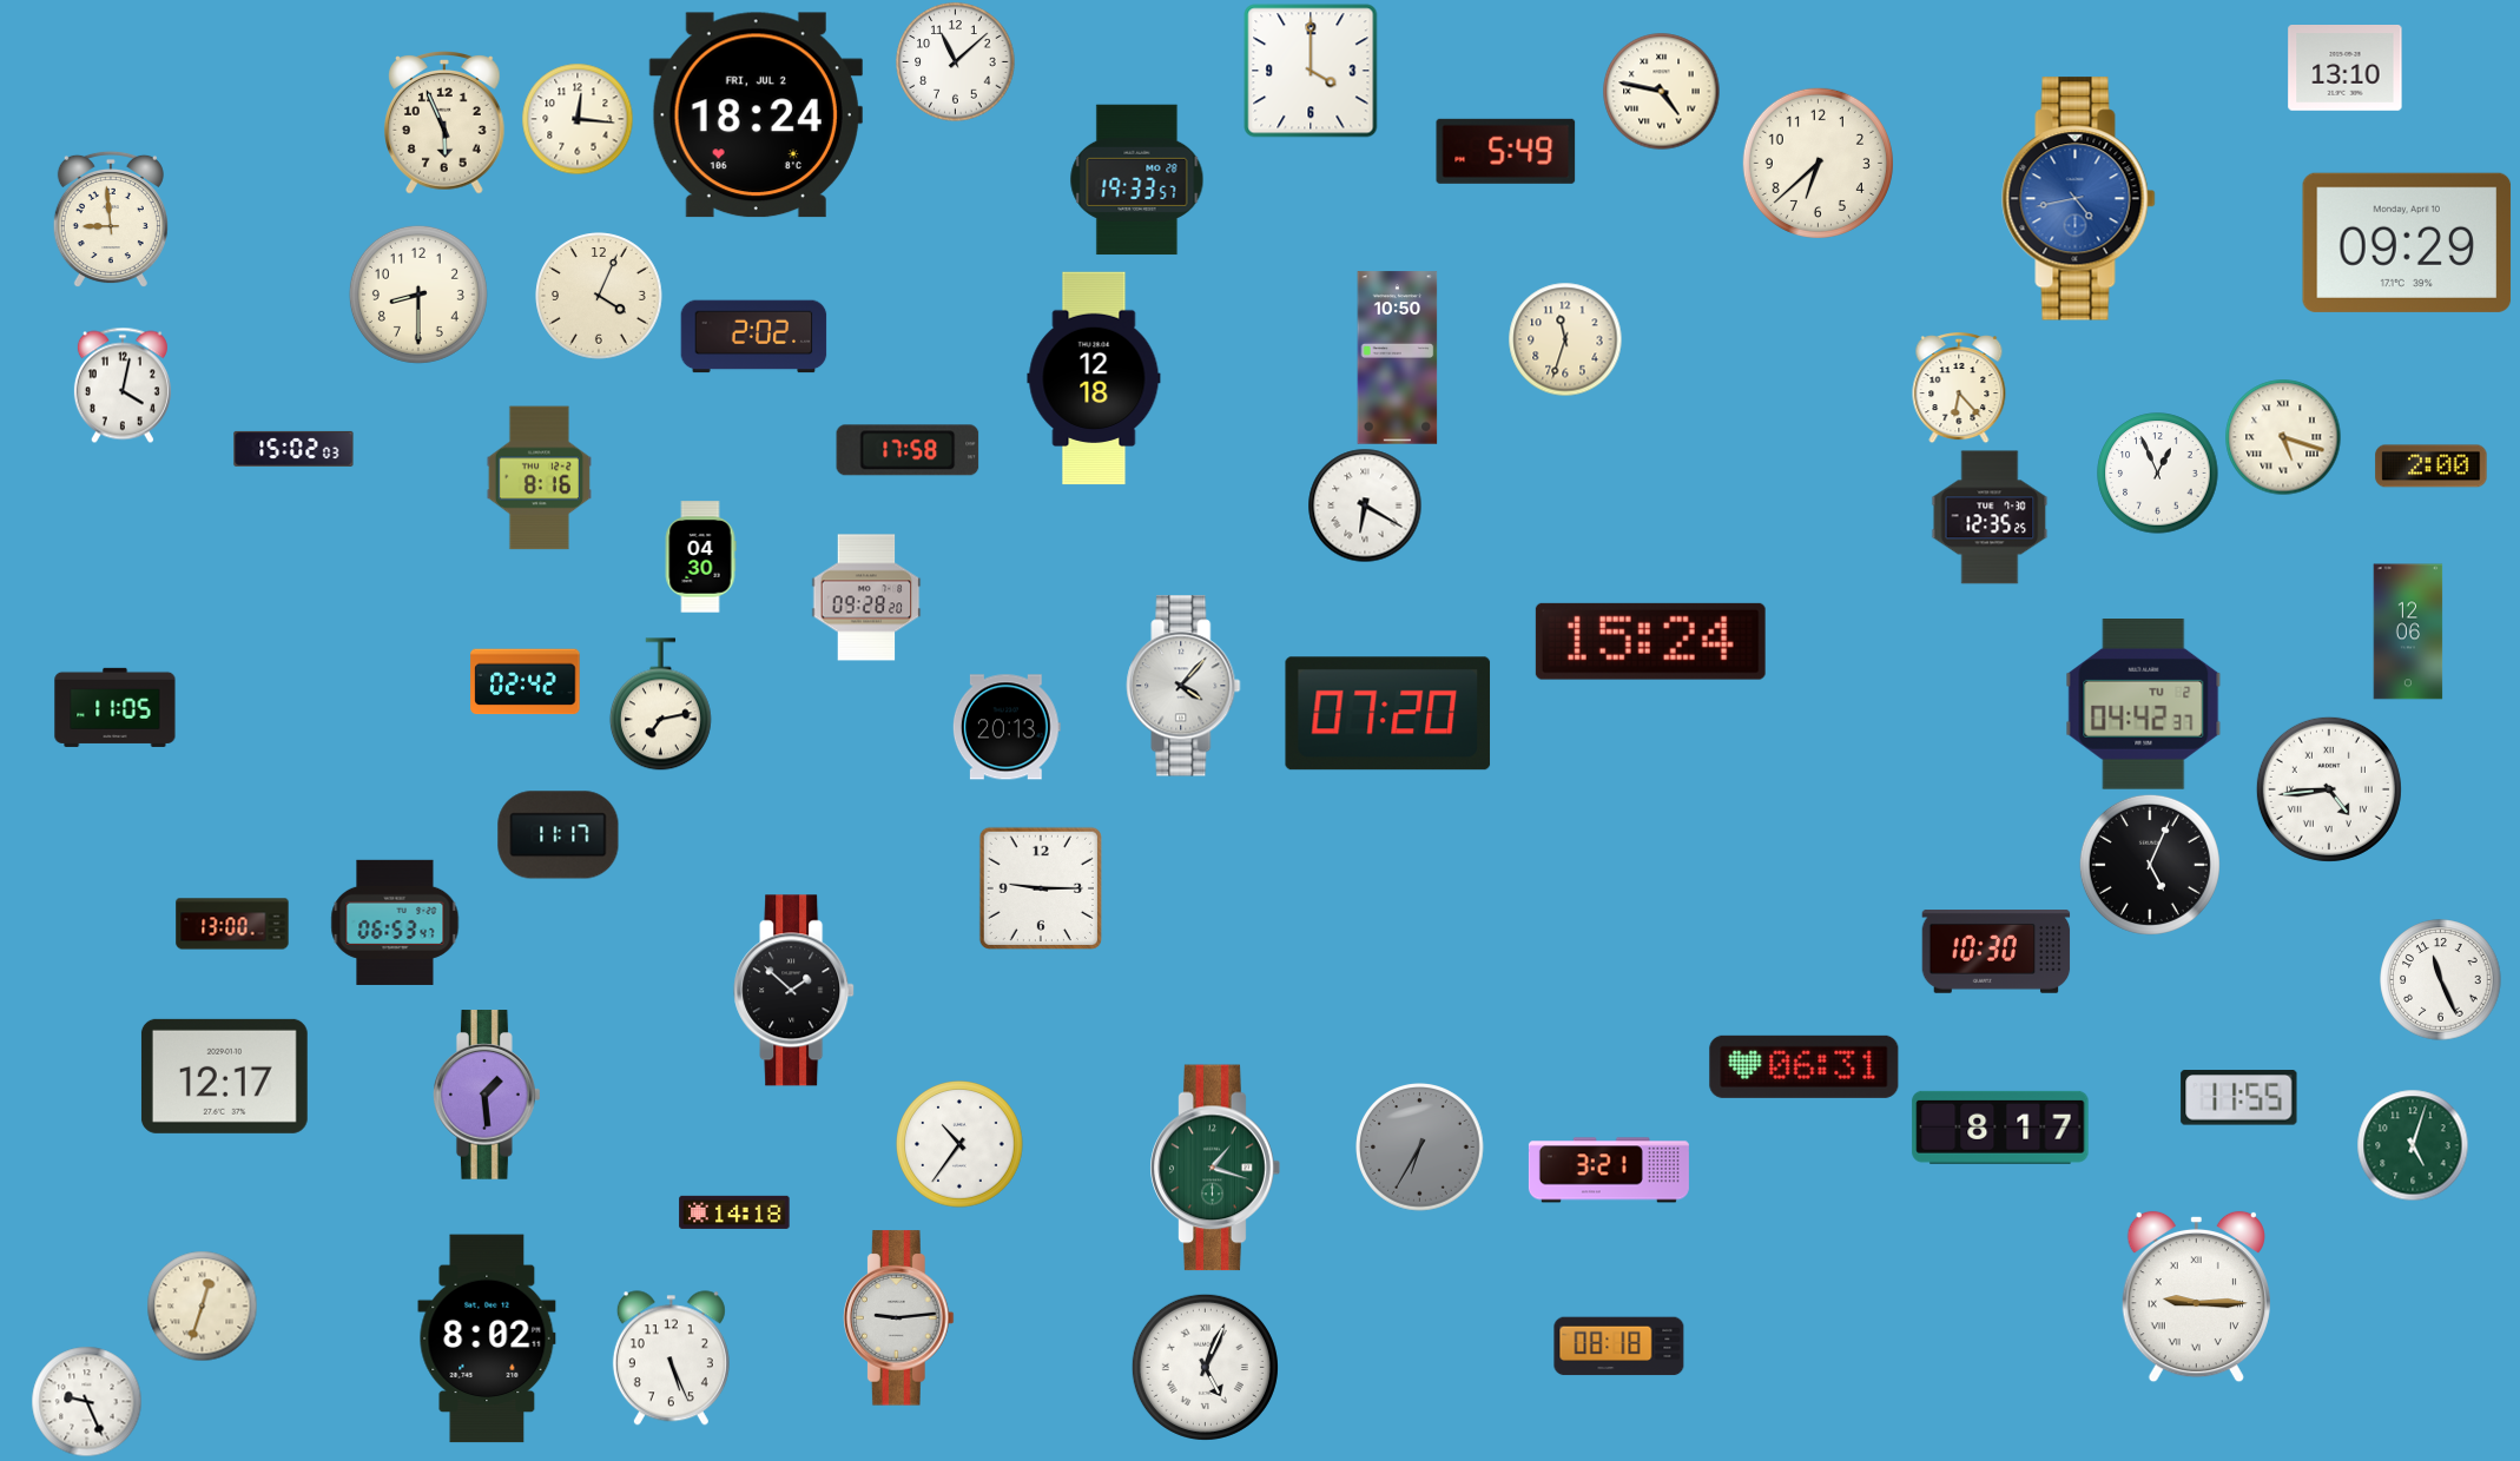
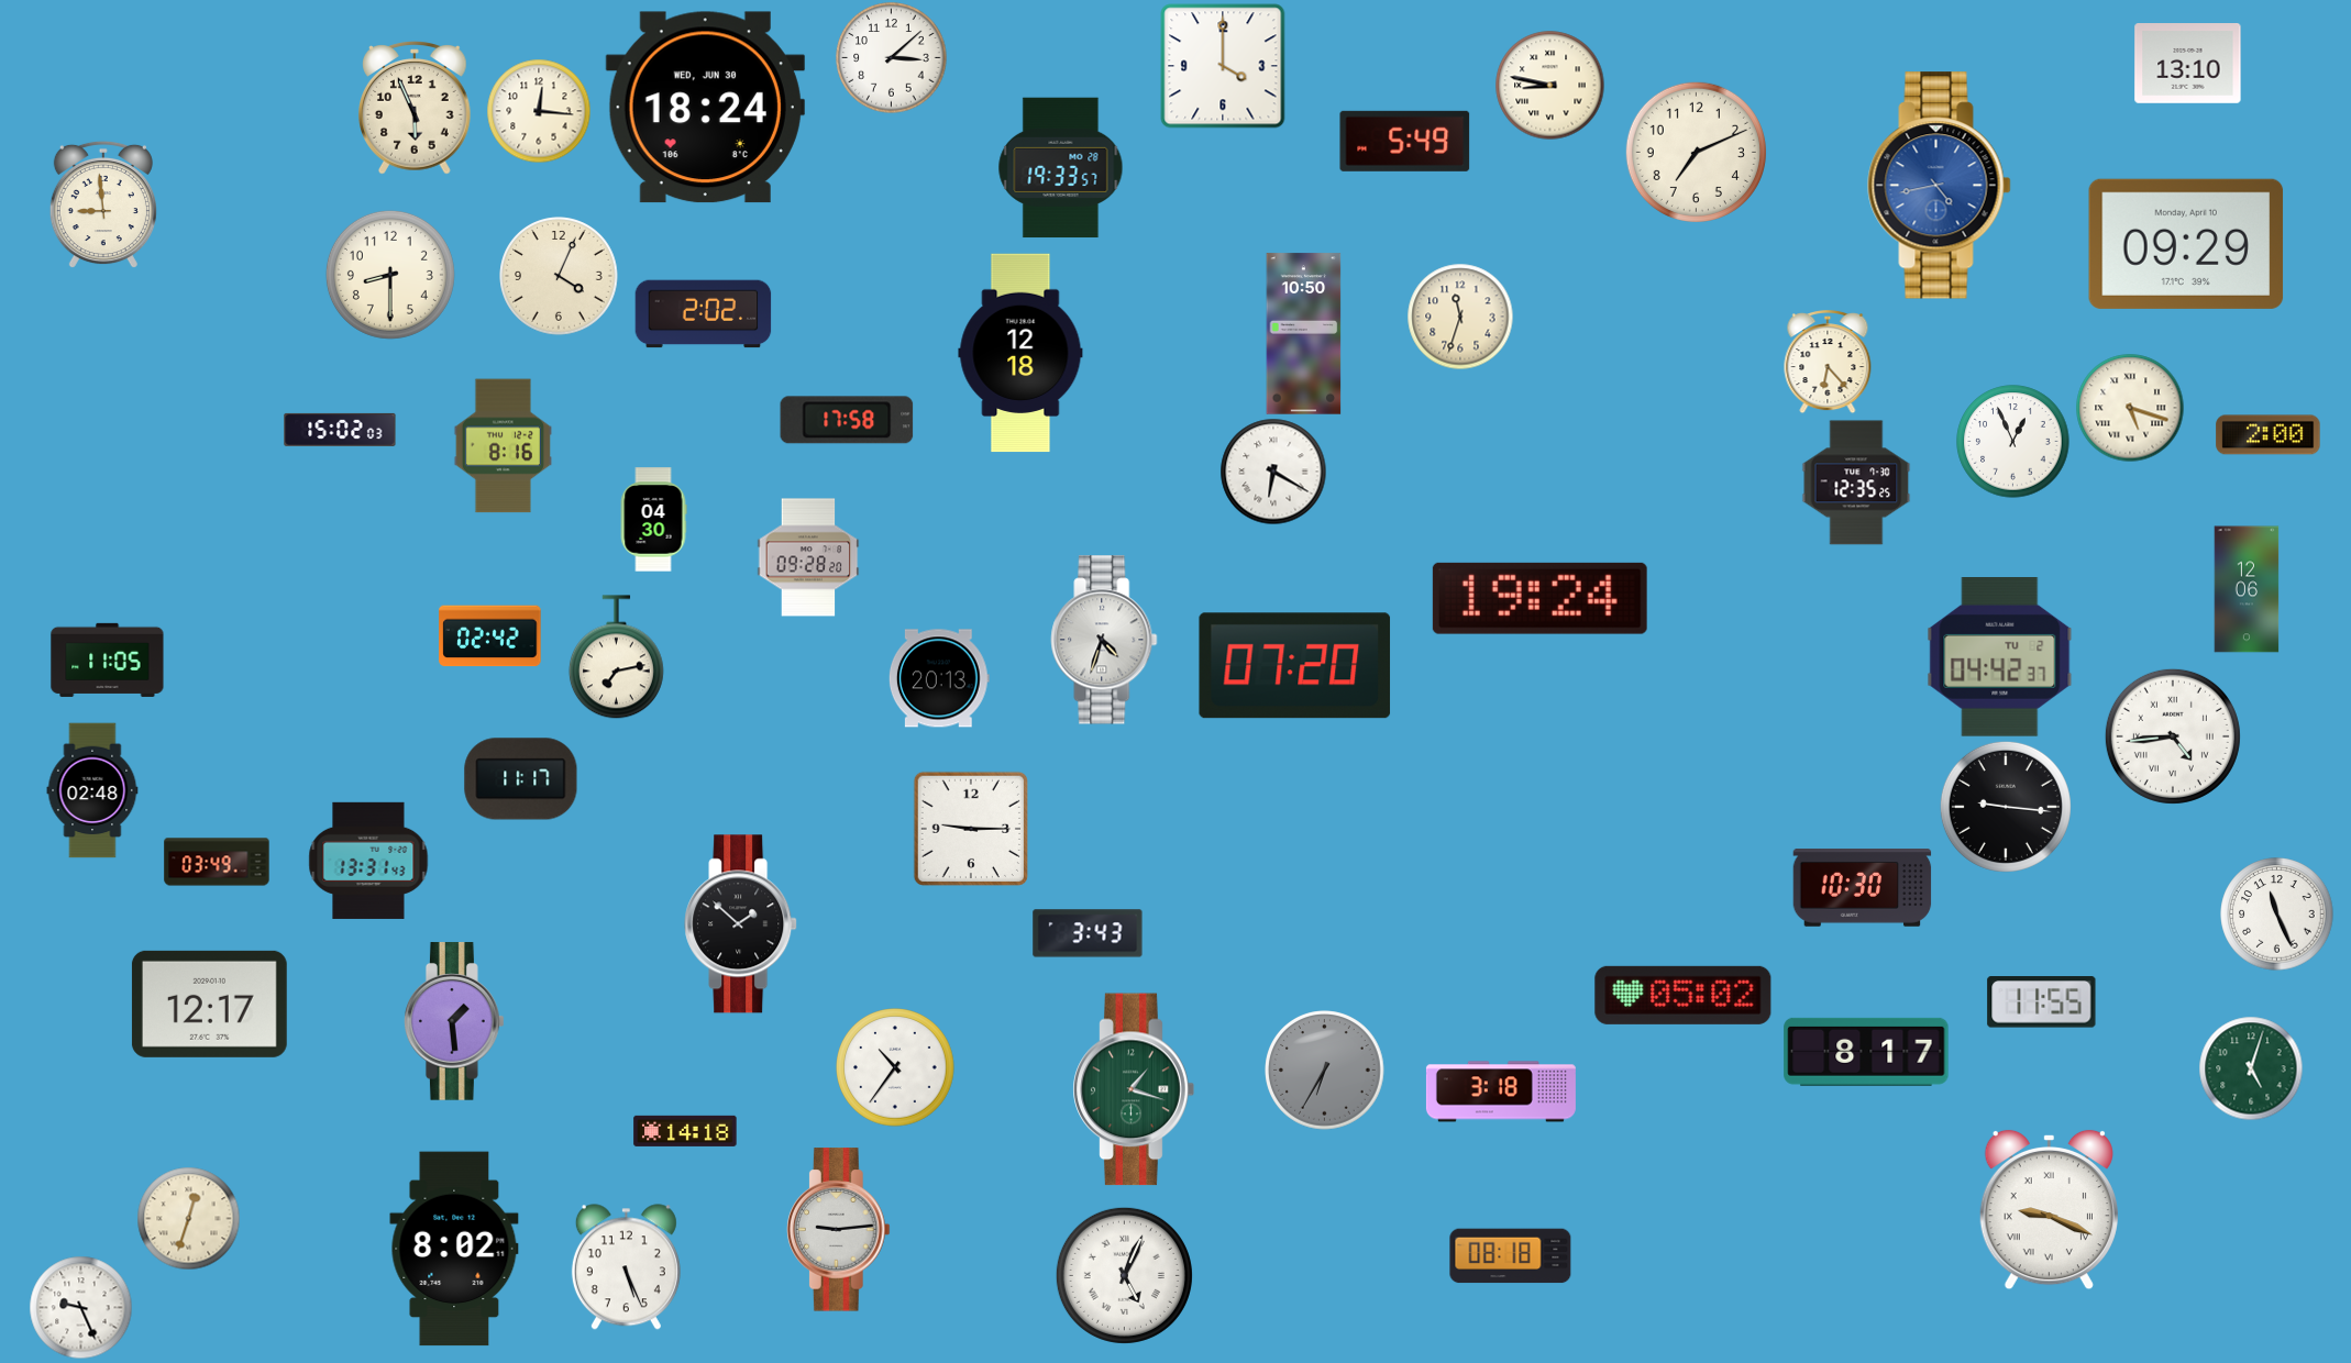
clock at (956, 62): 11:08 -> 3:08
clock at (1662, 92): 4:47 -> 8:47
clock at (756, 115) date: FRI, JUL 2 -> WED, JUN 30
clock at (446, 123) position: (446, 123) -> (416, 108)
clock at (1818, 163): 6:38 -> 7:11
clock at (2407, 243) position: (2407, 243) -> (2186, 244)
clock at (123, 385): 4:02 -> none
clock at (293, 449) position: (293, 449) -> (340, 430)
clock at (1650, 641): 15:24 -> 19:24
clock at (1183, 686): 4:07 -> 4:33
clock at (92, 790): none -> 02:48
clock at (2150, 865): 5:04 -> 9:16
clock at (395, 923): 06:53 -> 13:31
clock at (232, 924): 13:00 -> 03:49
clock at (1088, 933): none -> 3:43
clock at (1805, 1066): 06:31 -> 05:02
clock at (2239, 1098) position: (2239, 1098) -> (2042, 1002)
clock at (1609, 1170): 3:21 -> 3:18
clock at (2196, 1297): 9:15 -> 9:19
